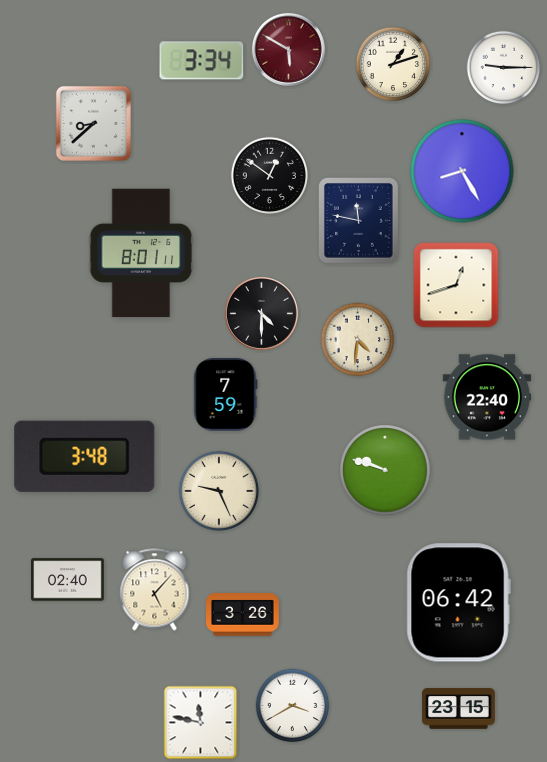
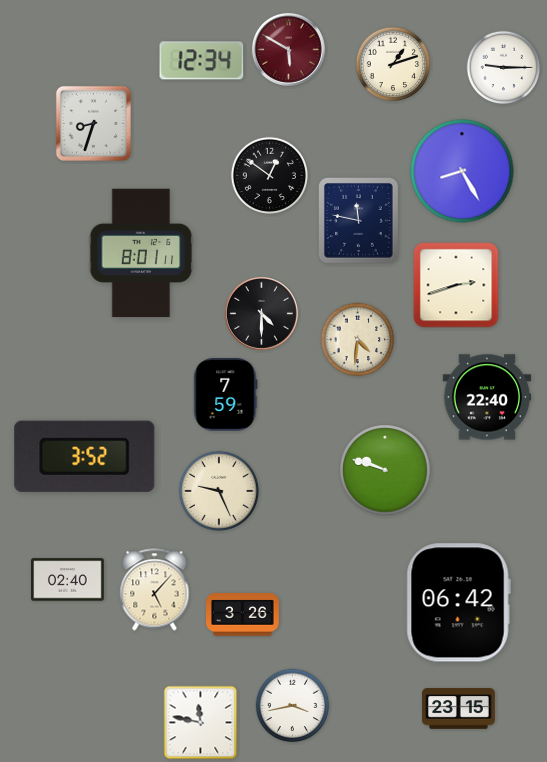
clock at (202, 61): 3:34 -> 12:34
clock at (93, 123): 8:38 -> 8:33
clock at (456, 285): 12:42 -> 2:42
clock at (85, 456): 3:48 -> 3:52
clock at (293, 706): 3:40 -> 3:43
